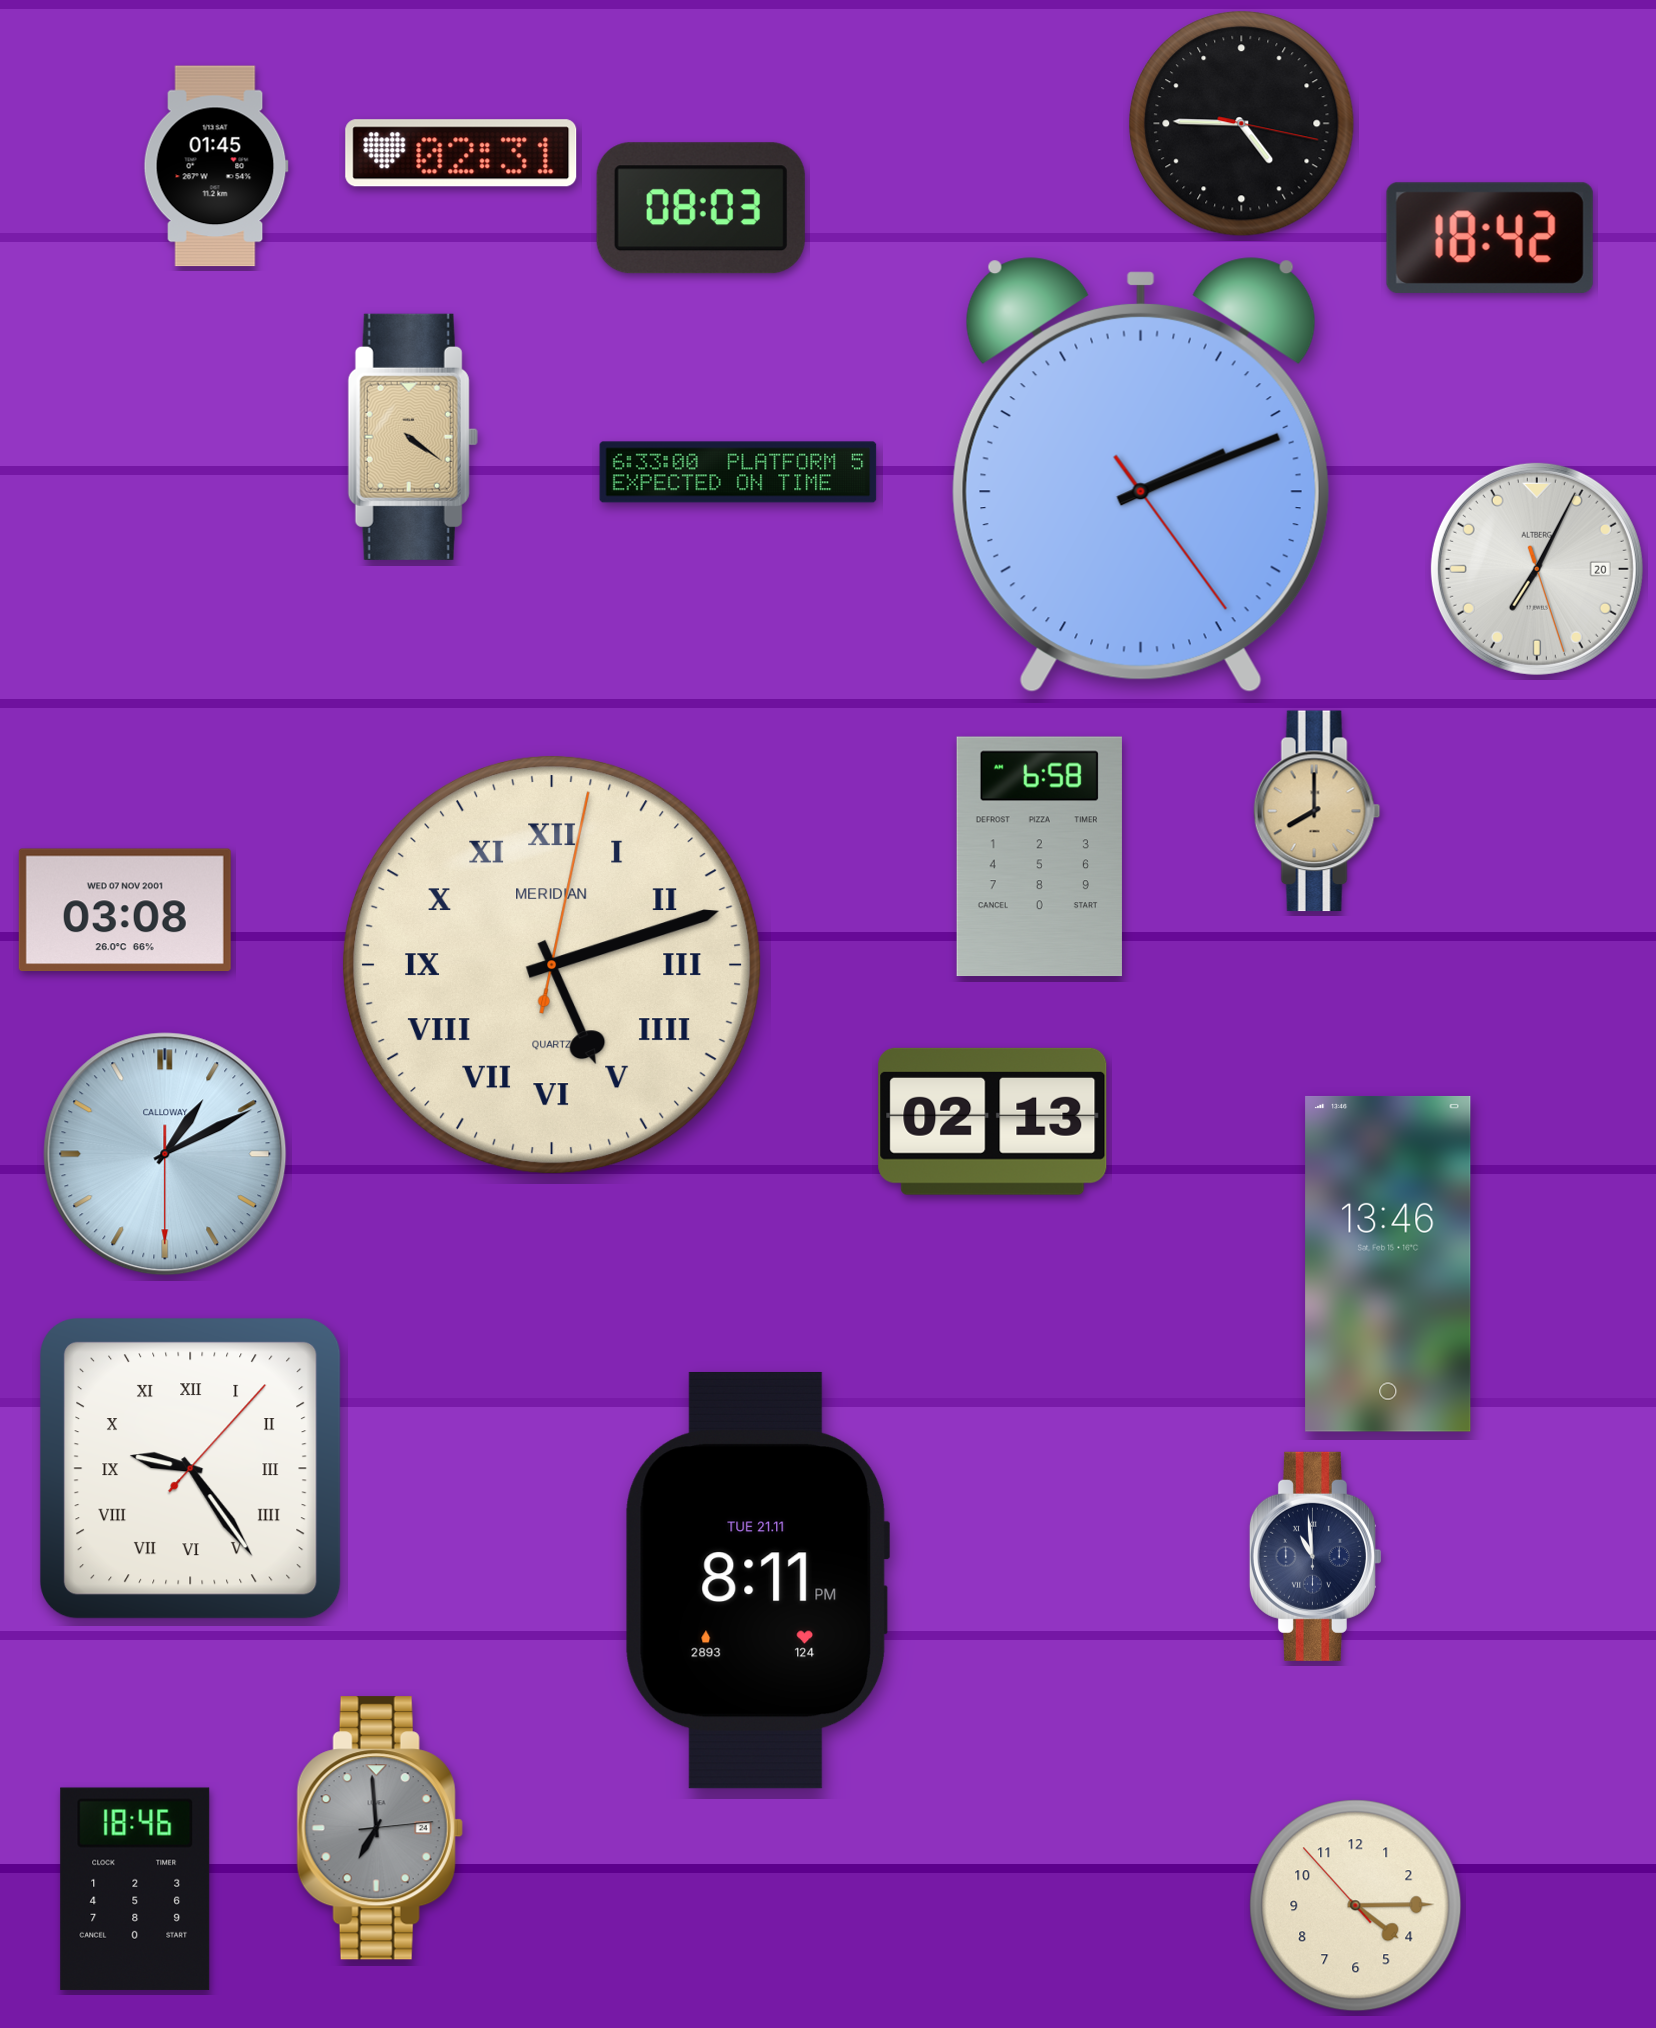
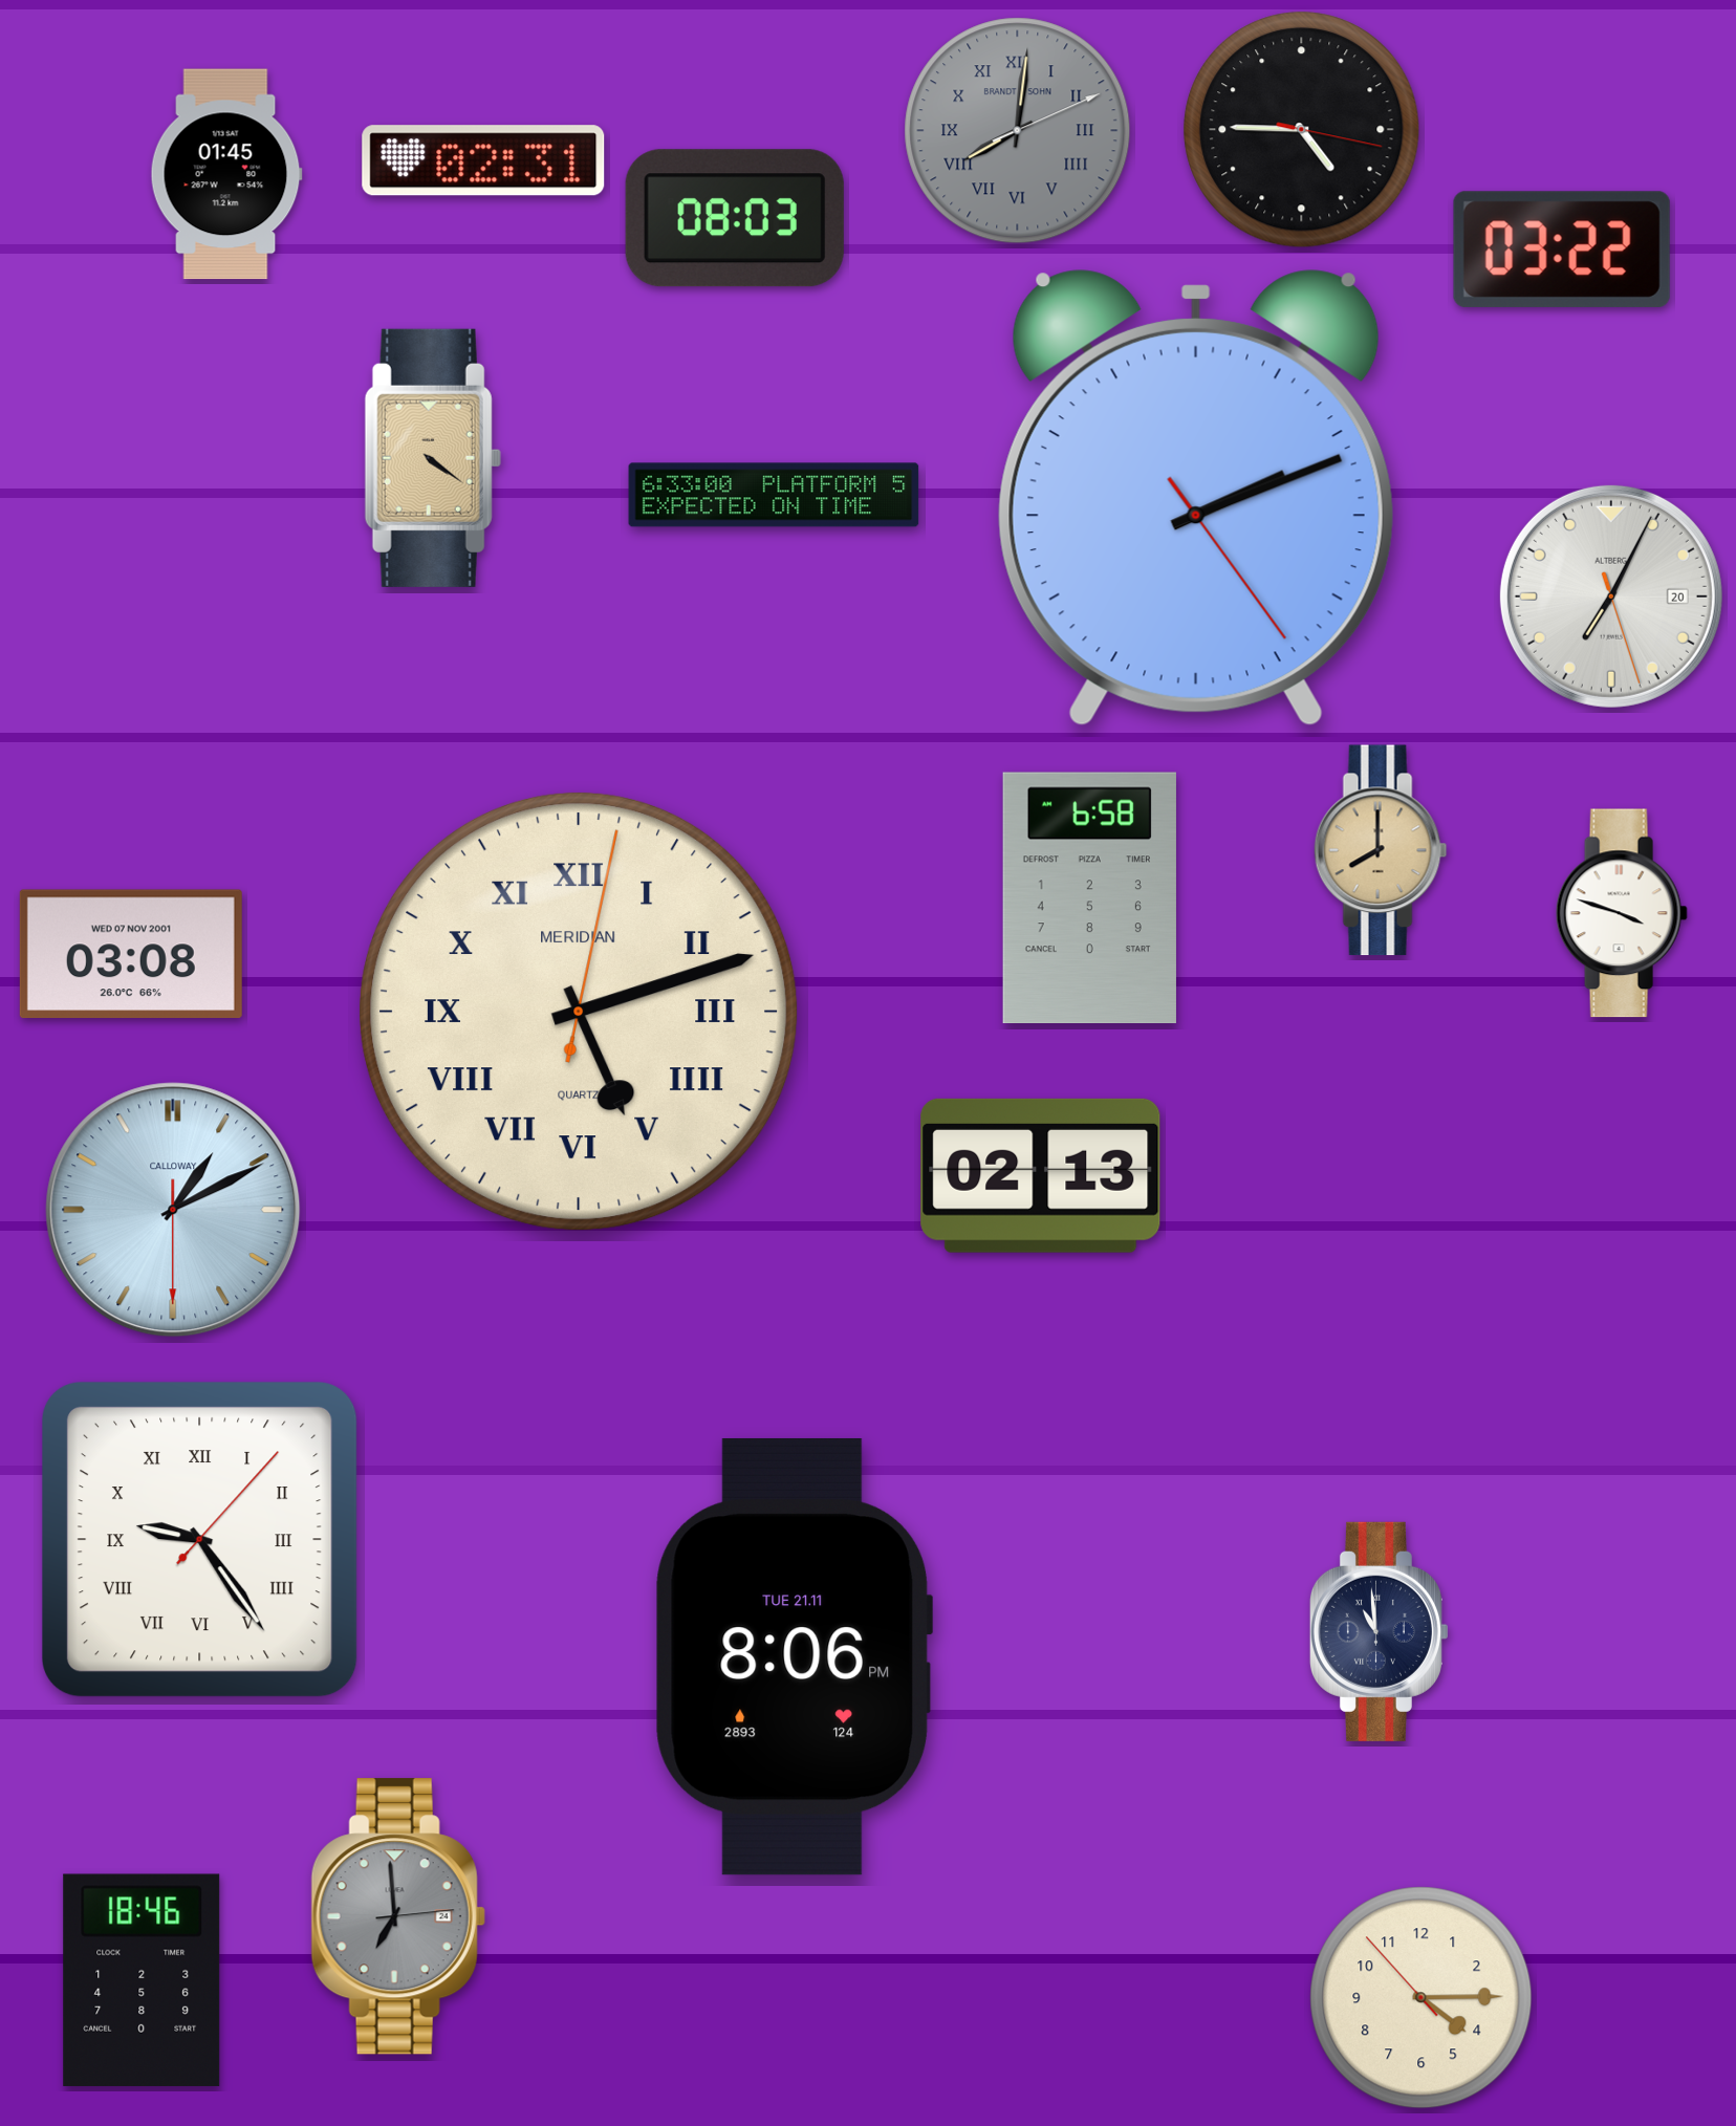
clock at (1018, 131): none -> 8:01
clock at (1490, 238): 18:42 -> 03:22
clock at (1622, 913): none -> 3:48
clock at (1388, 1264): 13:46 -> none
clock at (757, 1580): 8:11 -> 8:06
